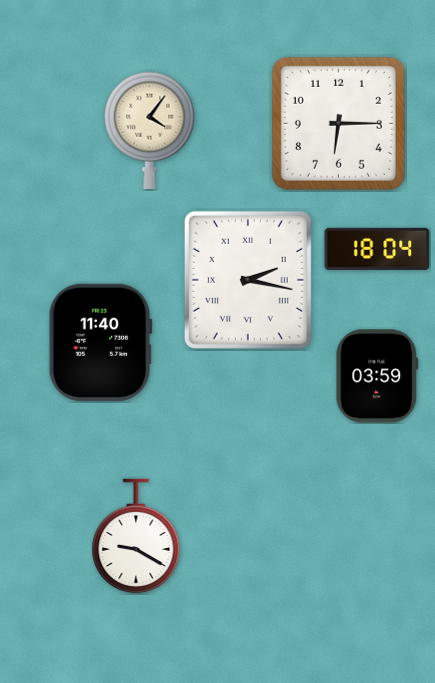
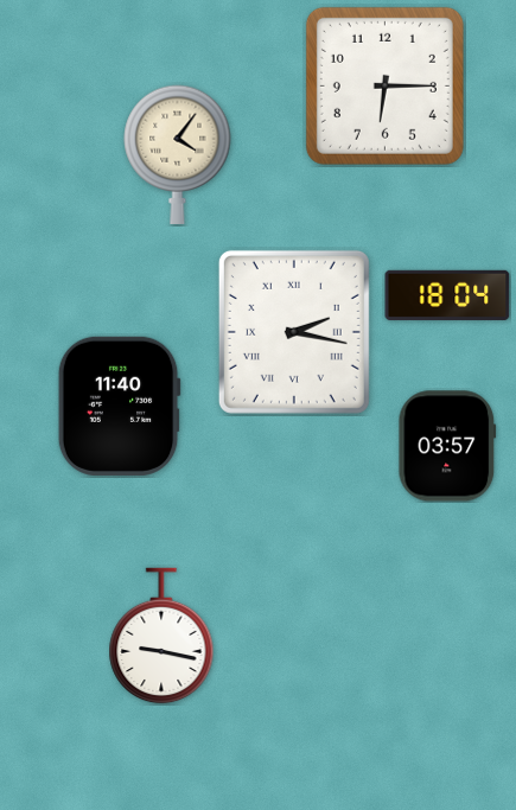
clock at (338, 123) position: (338, 123) -> (384, 85)
clock at (377, 376): 03:59 -> 03:57
clock at (136, 536): 9:20 -> 9:17
